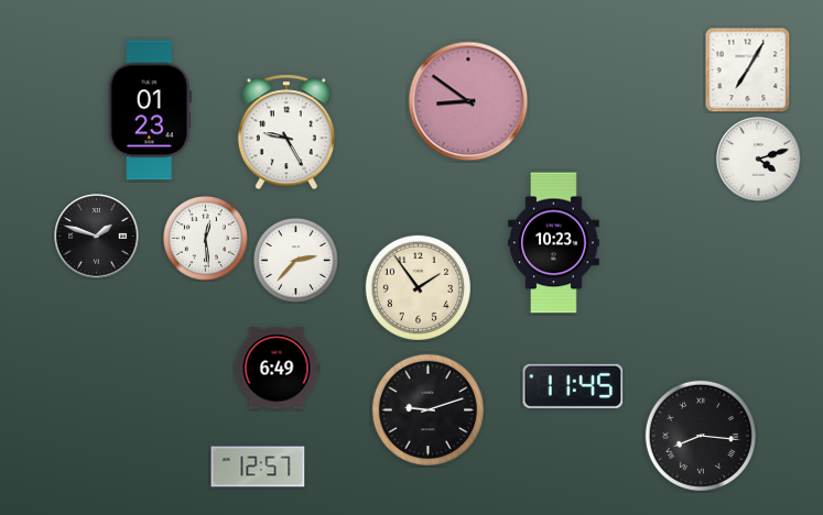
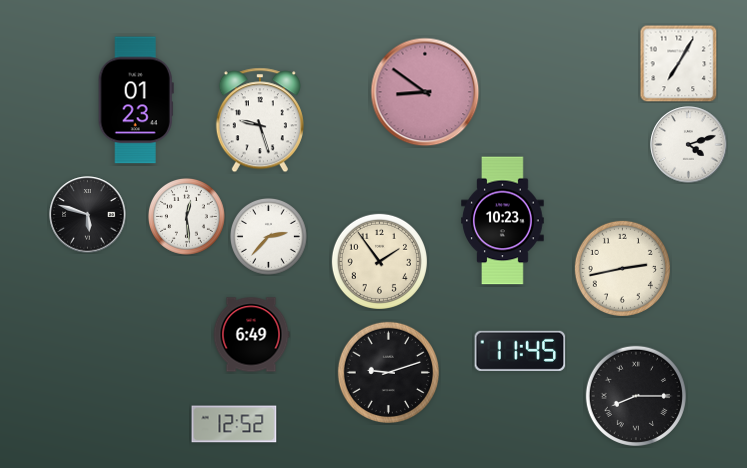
clock at (286, 132): 9:25 -> 9:27
clock at (97, 237): 1:48 -> 5:48
clock at (622, 268): none -> 2:43
clock at (700, 435): 8:16 -> 8:15
clock at (258, 467): 12:57 -> 12:52
